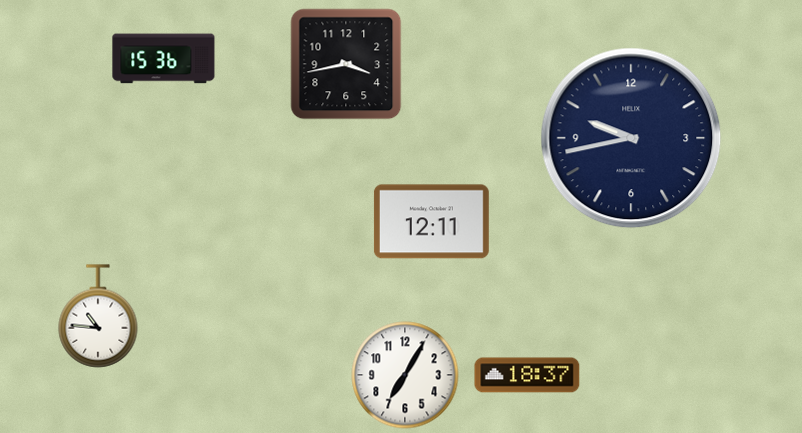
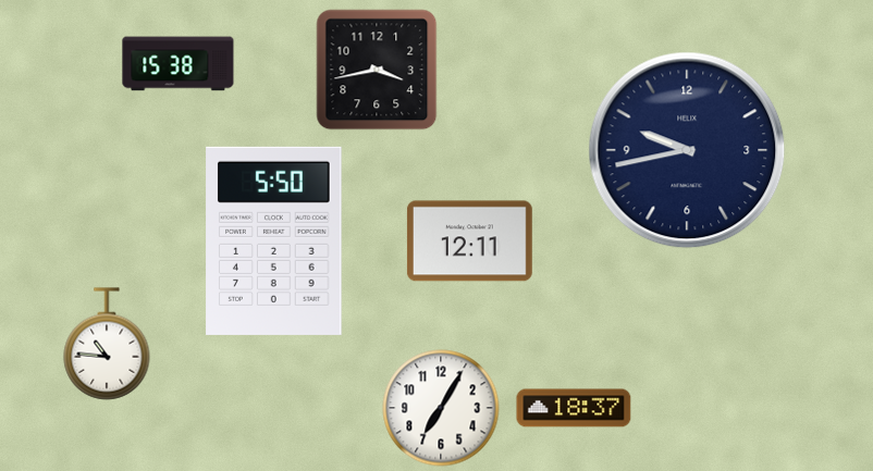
clock at (164, 59): 15:36 -> 15:38
clock at (274, 240): none -> 5:50
